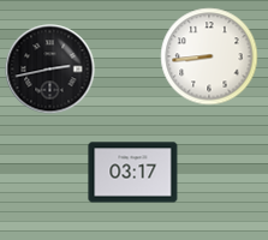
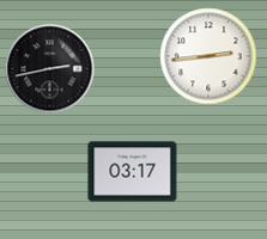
clock at (209, 56): 8:44 -> 2:44
